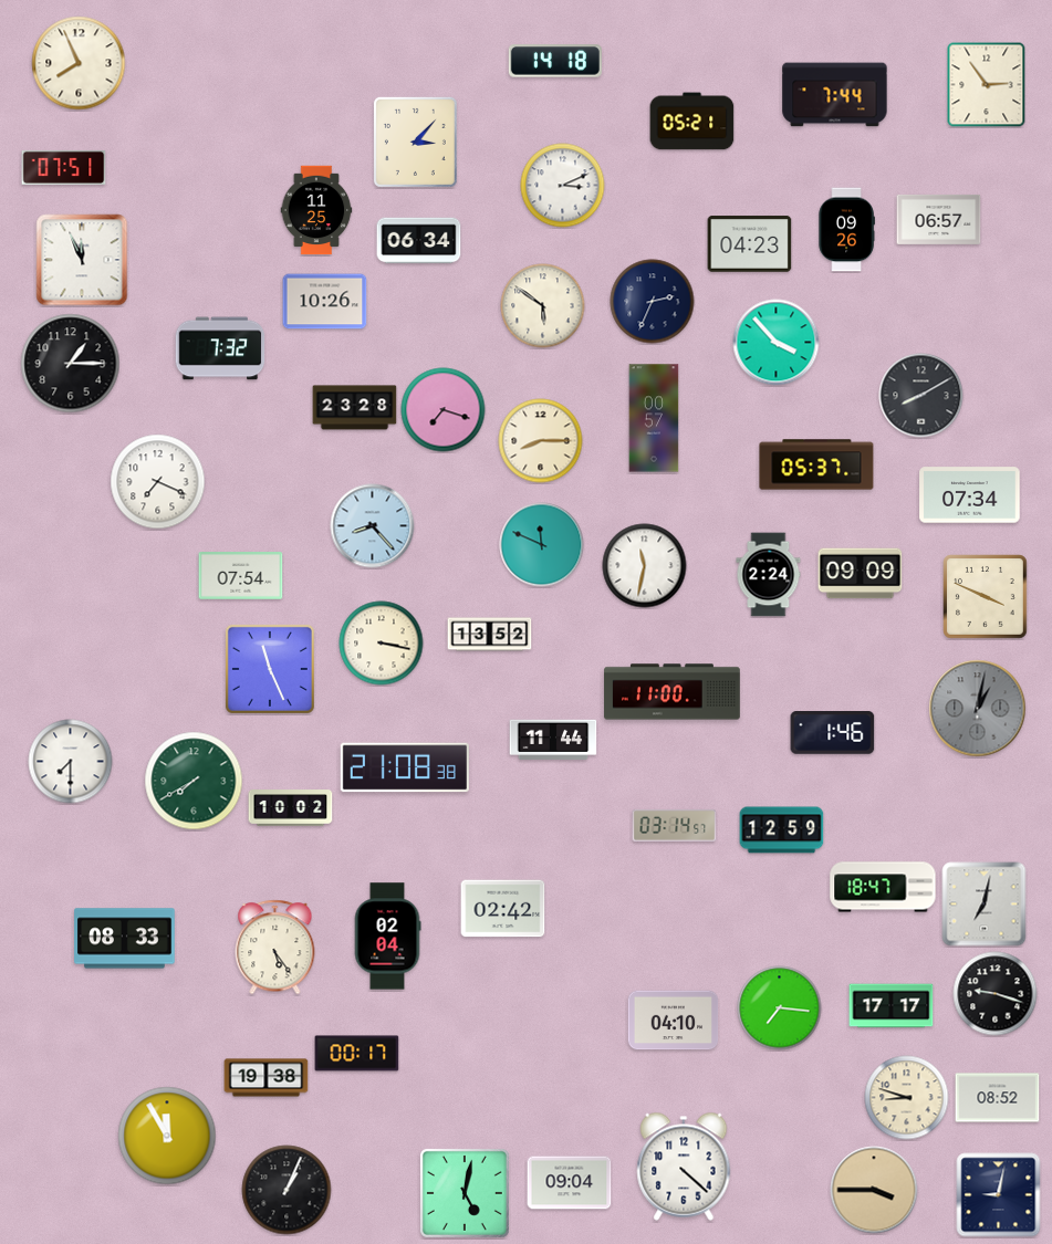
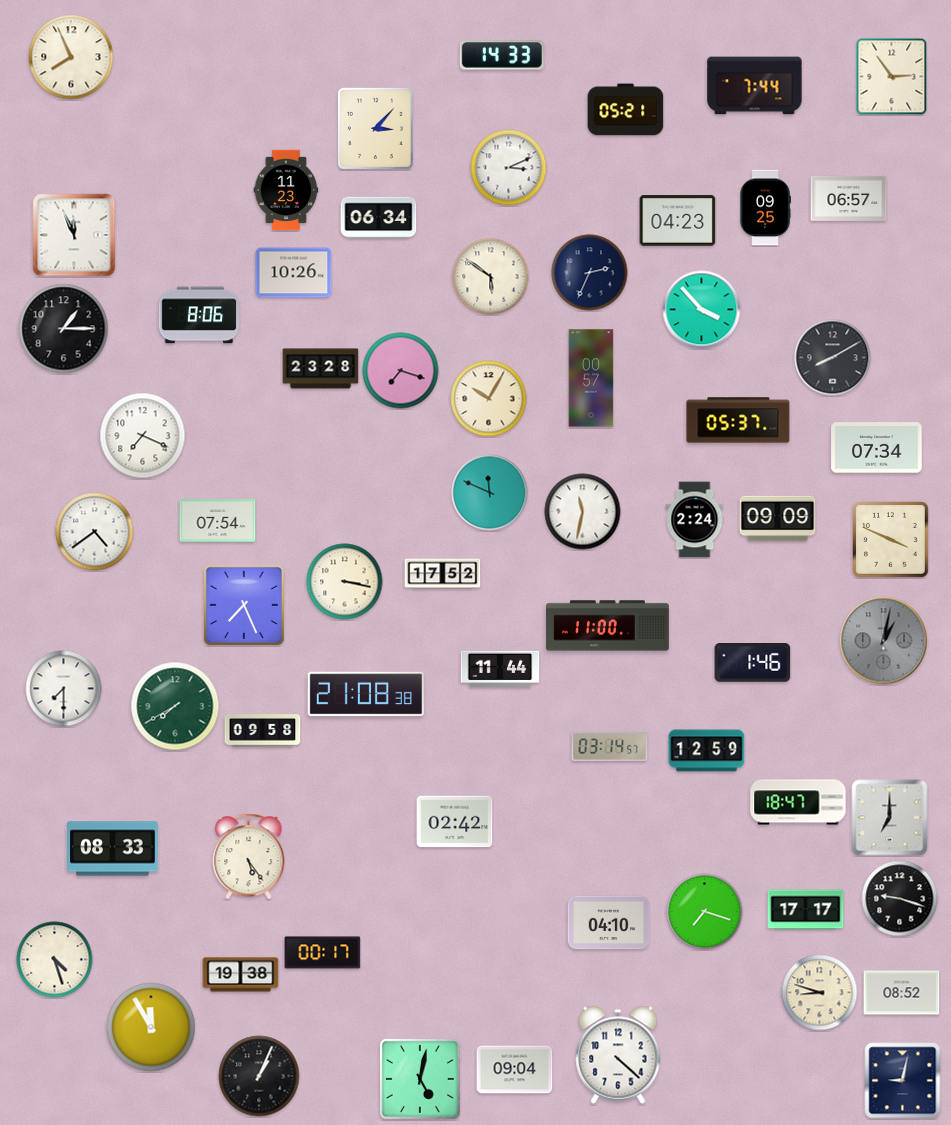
clock at (555, 61): 14:18 -> 14:33
clock at (64, 167): 07:51 -> none
clock at (316, 210): 11:25 -> 11:23
clock at (846, 230): 09:26 -> 09:25
clock at (220, 348): 7:32 -> 8:06
clock at (541, 441): 8:15 -> 10:05
clock at (373, 526): 8:23 -> none
clock at (95, 532): none -> 4:39
clock at (490, 635): 13:52 -> 17:52
clock at (270, 669): 11:26 -> 7:26
clock at (291, 808): 10:02 -> 09:58
clock at (985, 905): 7:02 -> 7:00
clock at (387, 937): 02:04 -> none
clock at (780, 1008): 7:16 -> 7:18
clock at (55, 960): none -> 4:27
clock at (874, 1190): 3:45 -> none
